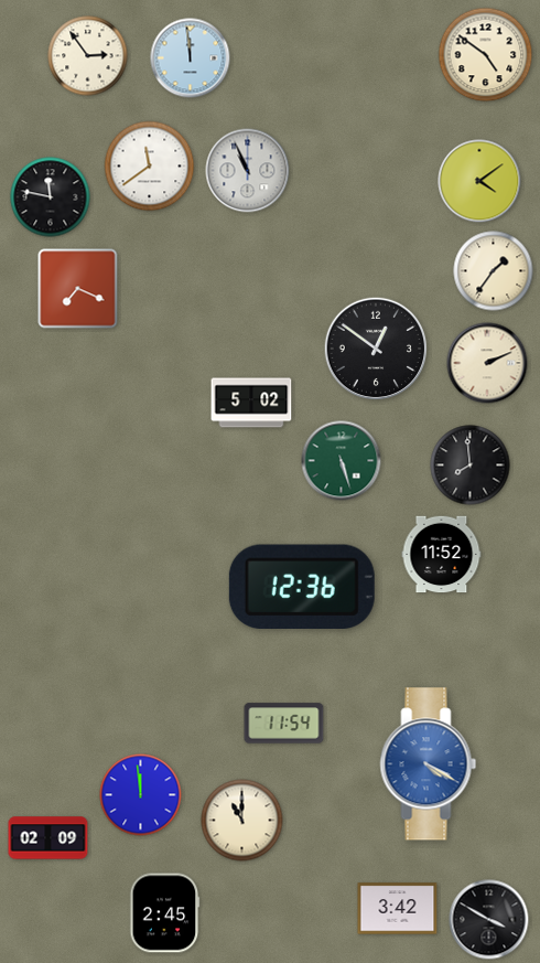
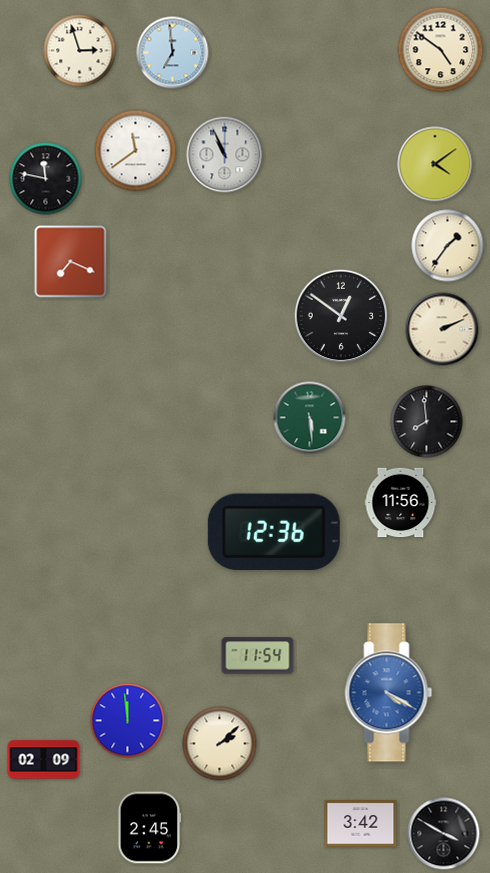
clock at (88, 56): 2:54 -> 2:57
clock at (191, 58): 11:59 -> 6:59
clock at (251, 403): 5:02 -> none
clock at (342, 461): 5:27 -> 5:29
clock at (442, 555): 11:52 -> 11:56
clock at (242, 821): 11:00 -> 2:08
